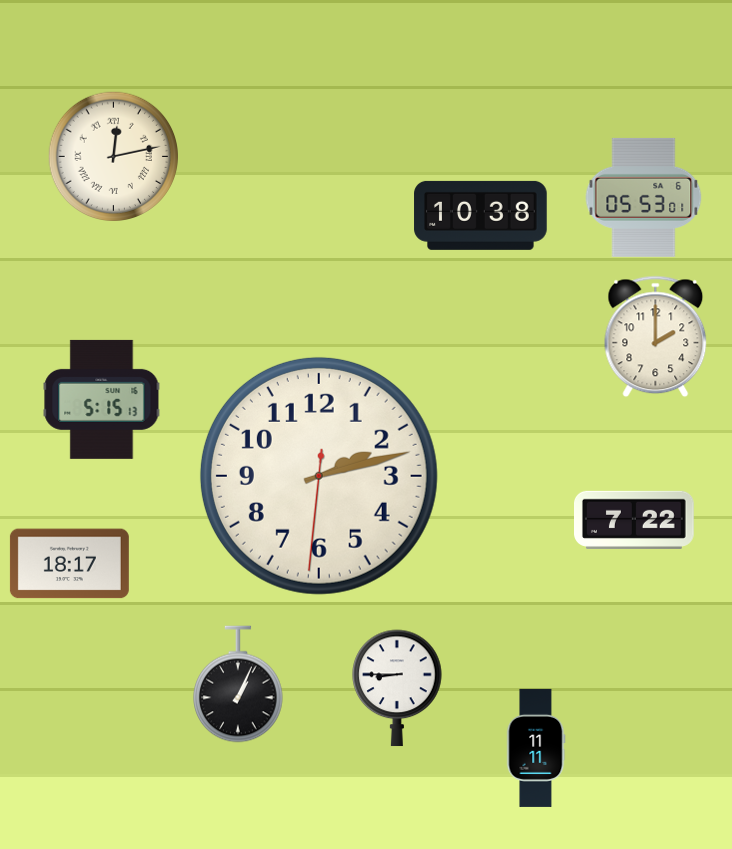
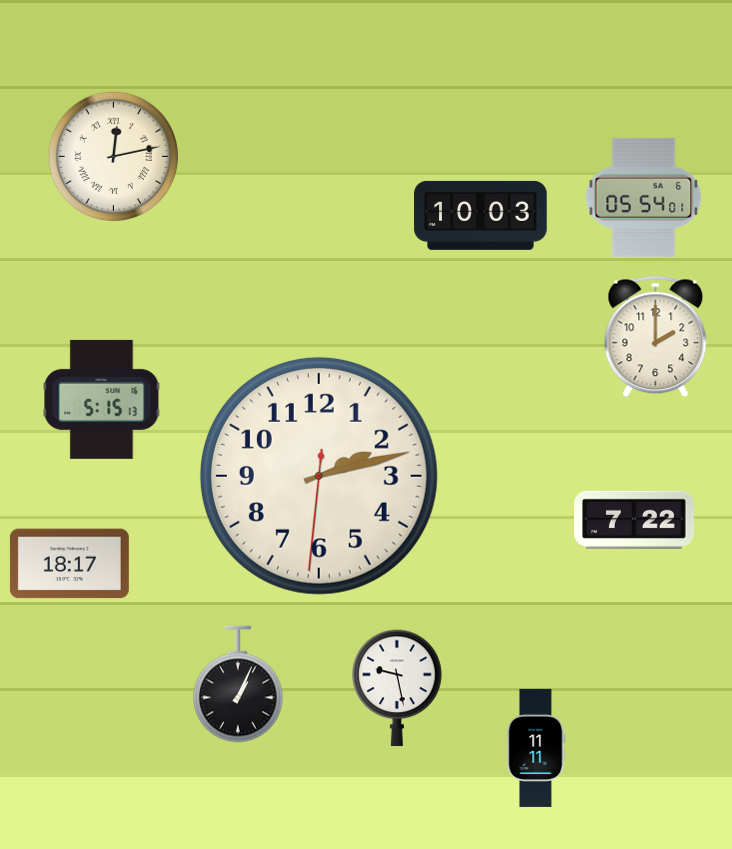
clock at (644, 197): 05:53 -> 05:54
clock at (481, 215): 10:38 -> 10:03
clock at (397, 688): 8:45 -> 9:28
